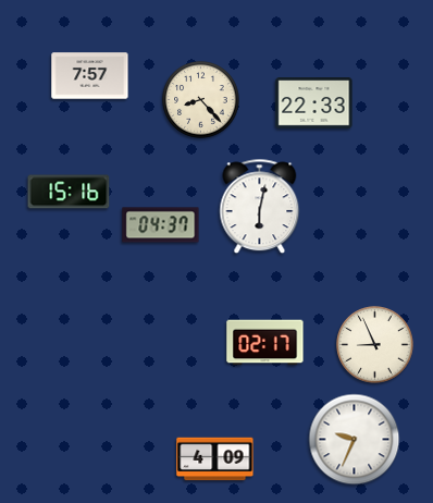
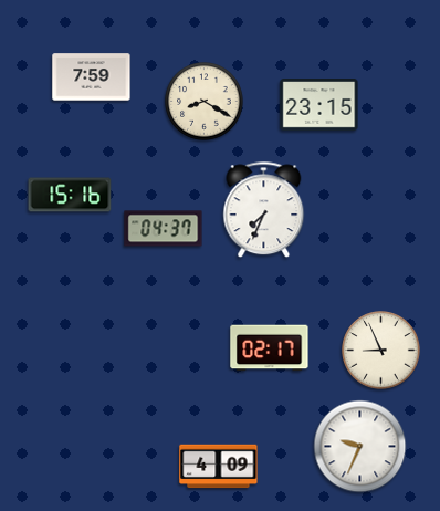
clock at (90, 76): 7:57 -> 7:59
clock at (201, 100): 8:23 -> 8:20
clock at (314, 103): 22:33 -> 23:15
clock at (260, 207): 6:02 -> 7:34
